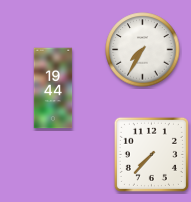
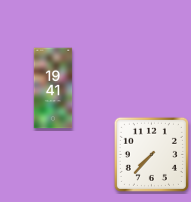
clock at (143, 50): 7:35 -> none
clock at (53, 88): 19:44 -> 19:41
